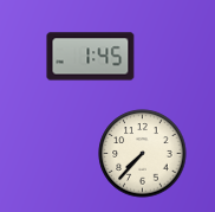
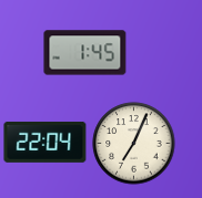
clock at (46, 142): none -> 22:04
clock at (143, 154): 7:37 -> 7:04
